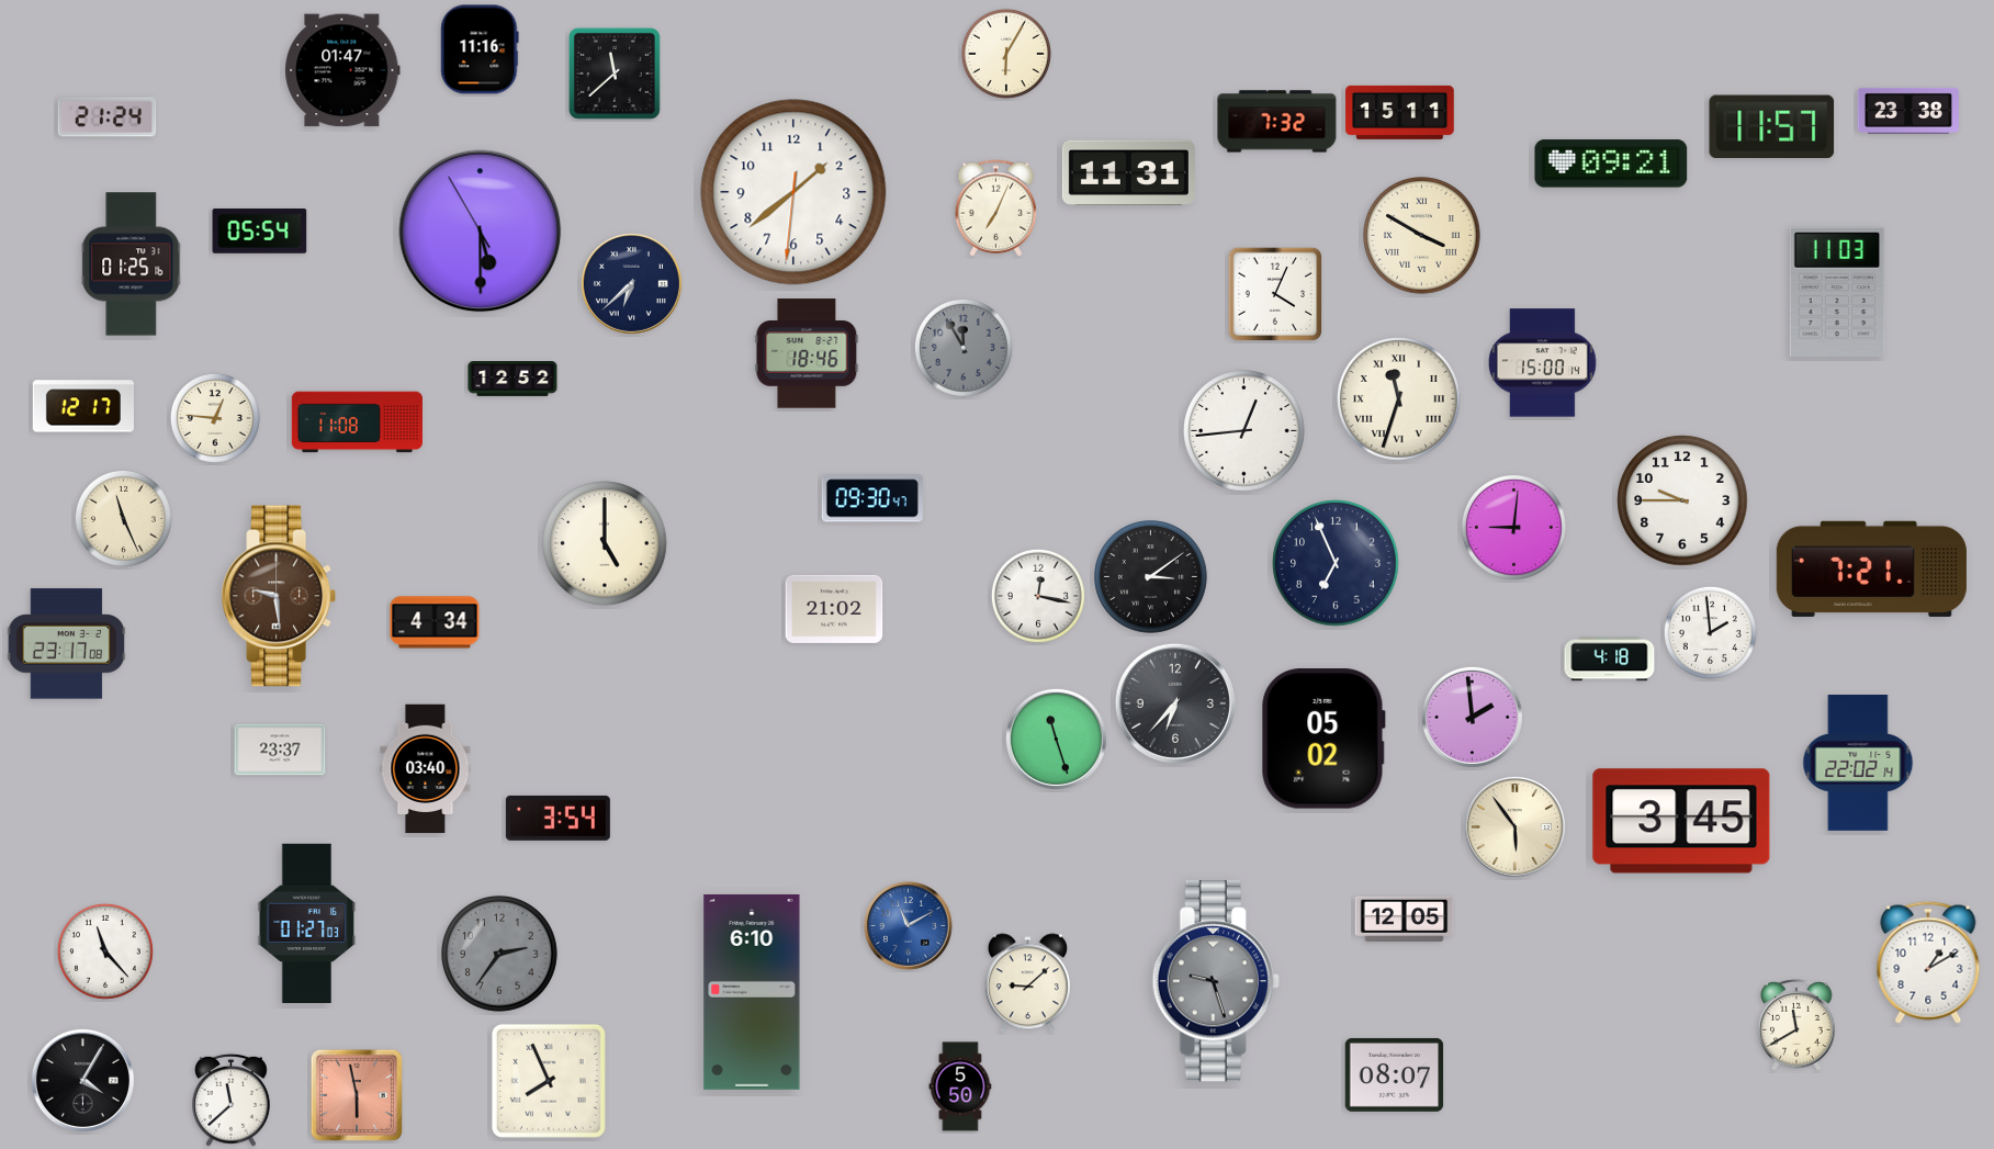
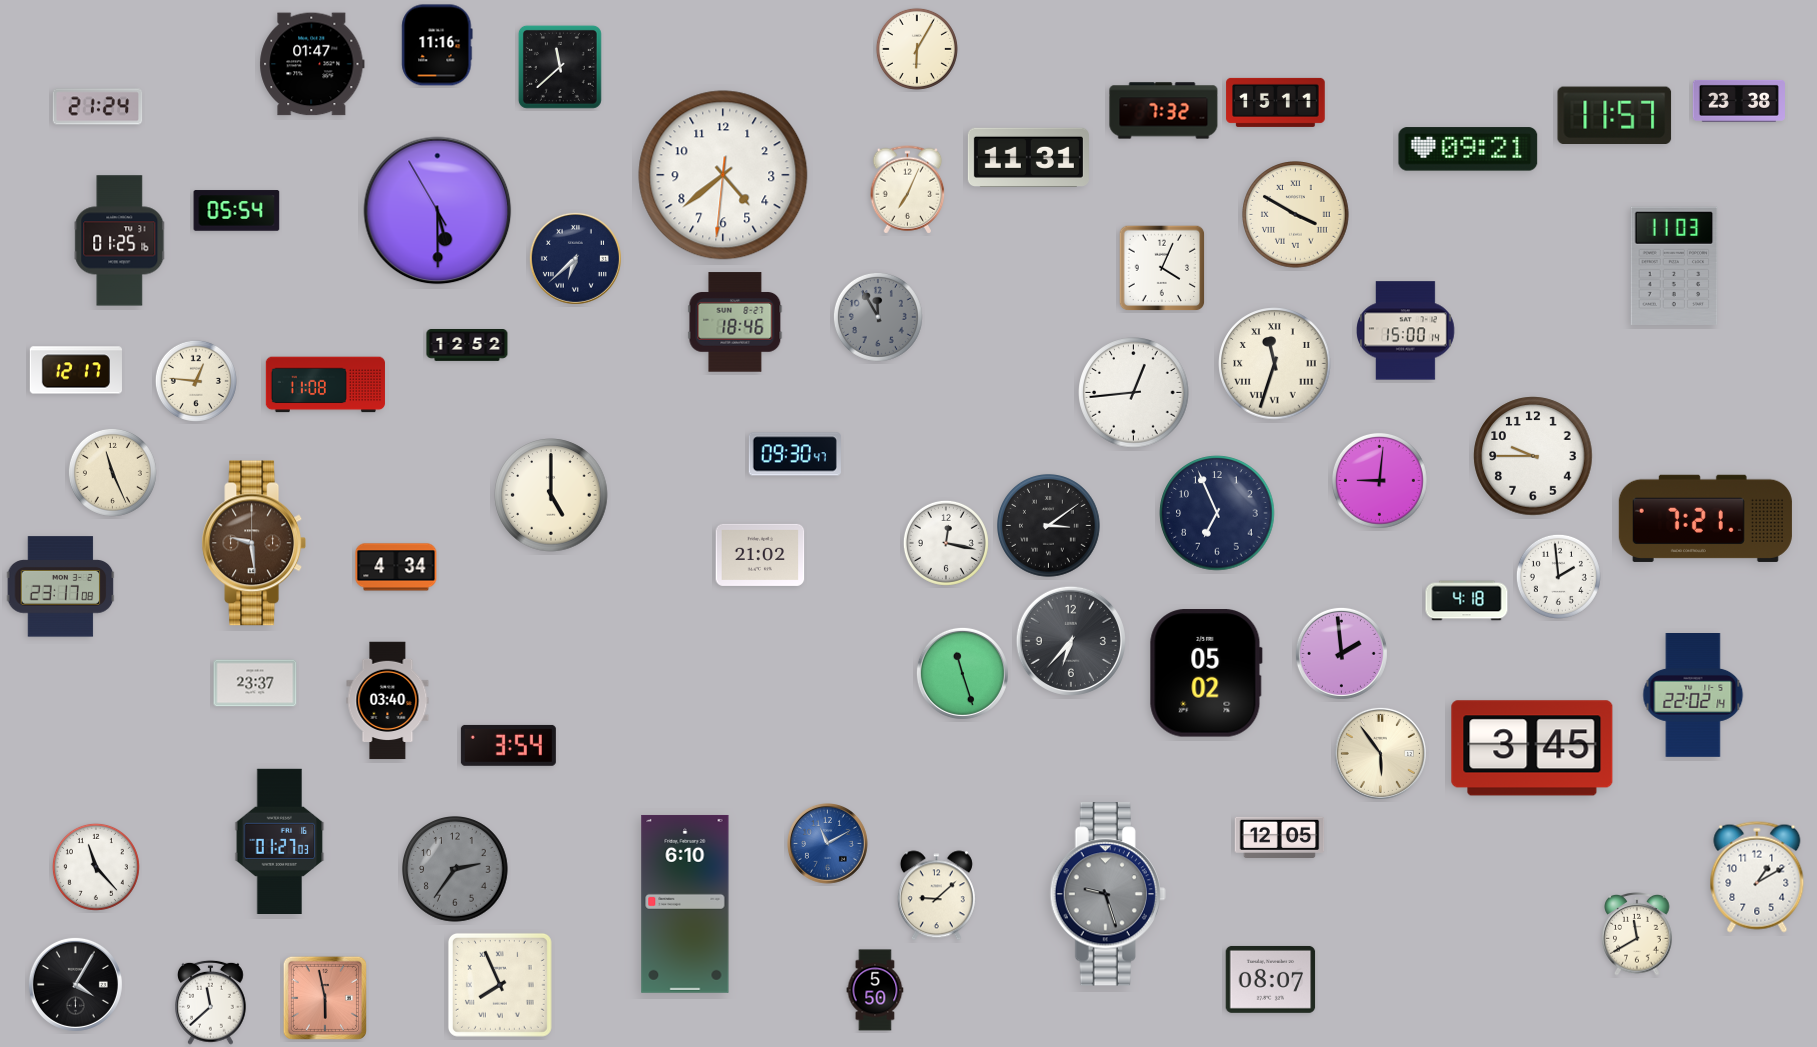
clock at (793, 192): 1:38 -> 4:38
